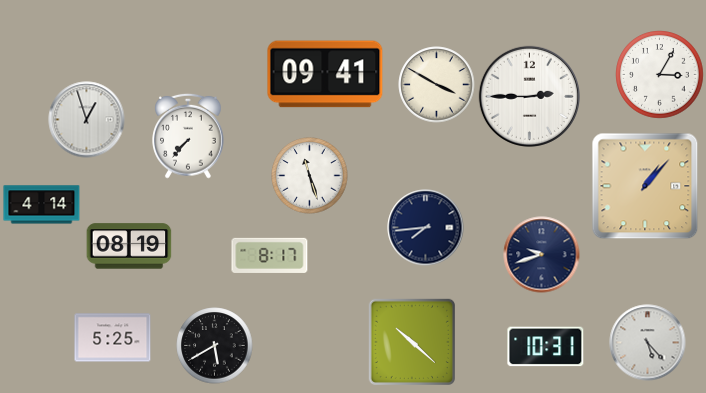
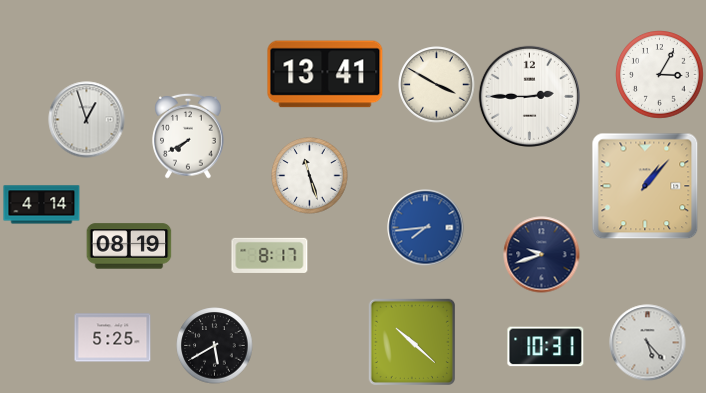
clock at (325, 74): 09:41 -> 13:41
clock at (188, 136): 7:37 -> 7:40
clock at (426, 228) dial: navy -> blue
